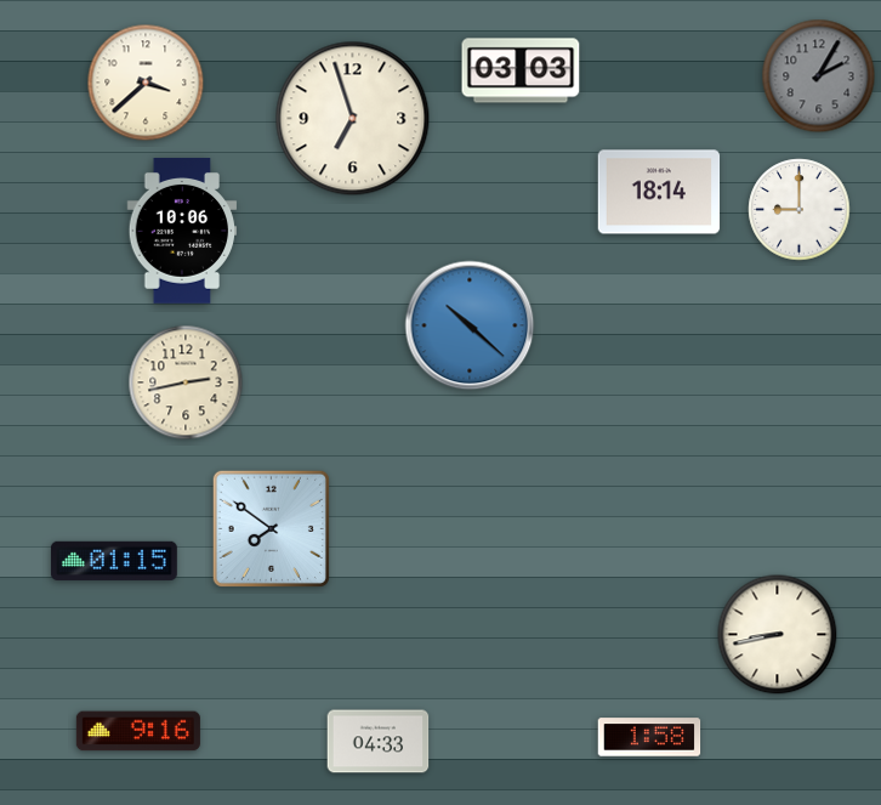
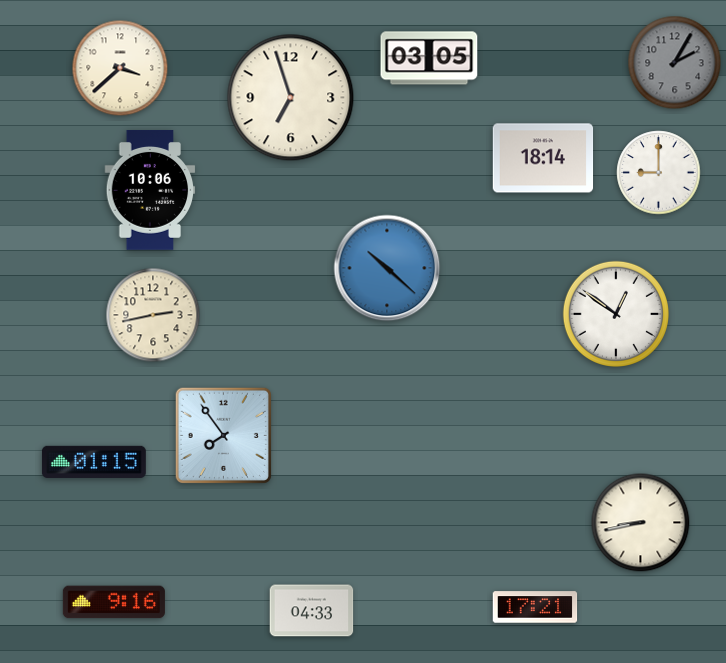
clock at (521, 70): 03:03 -> 03:05
clock at (616, 314): none -> 12:51
clock at (271, 528): 7:51 -> 7:54
clock at (649, 737): 1:58 -> 17:21
